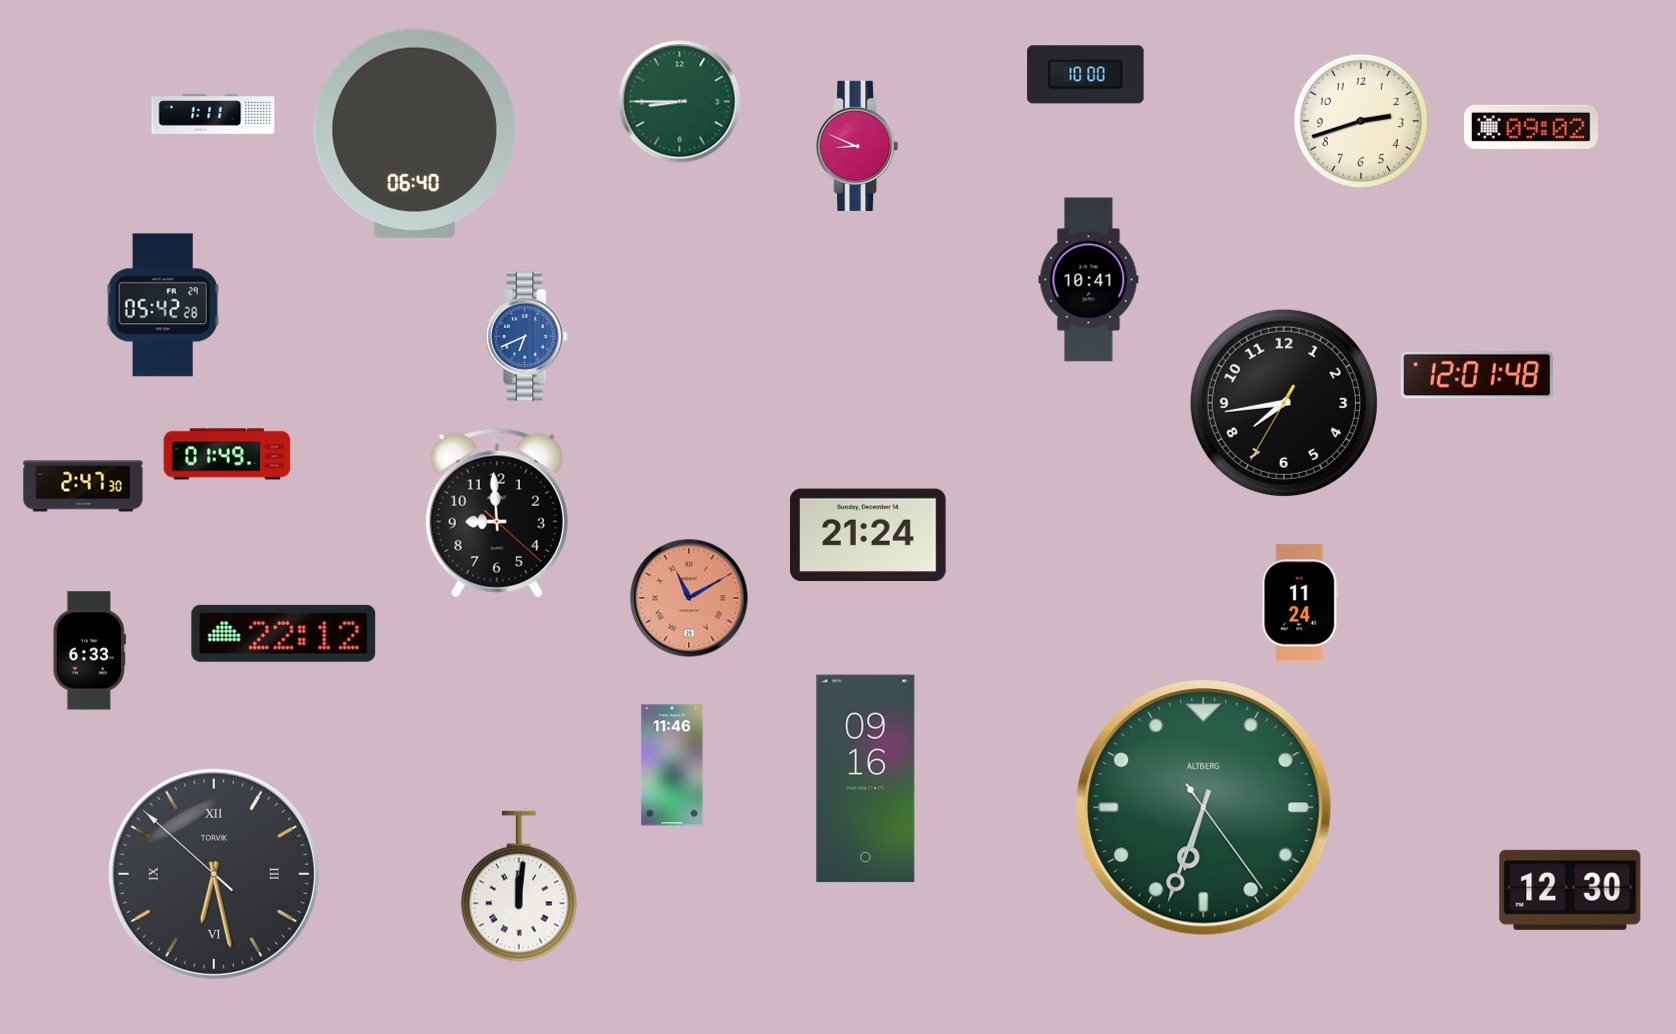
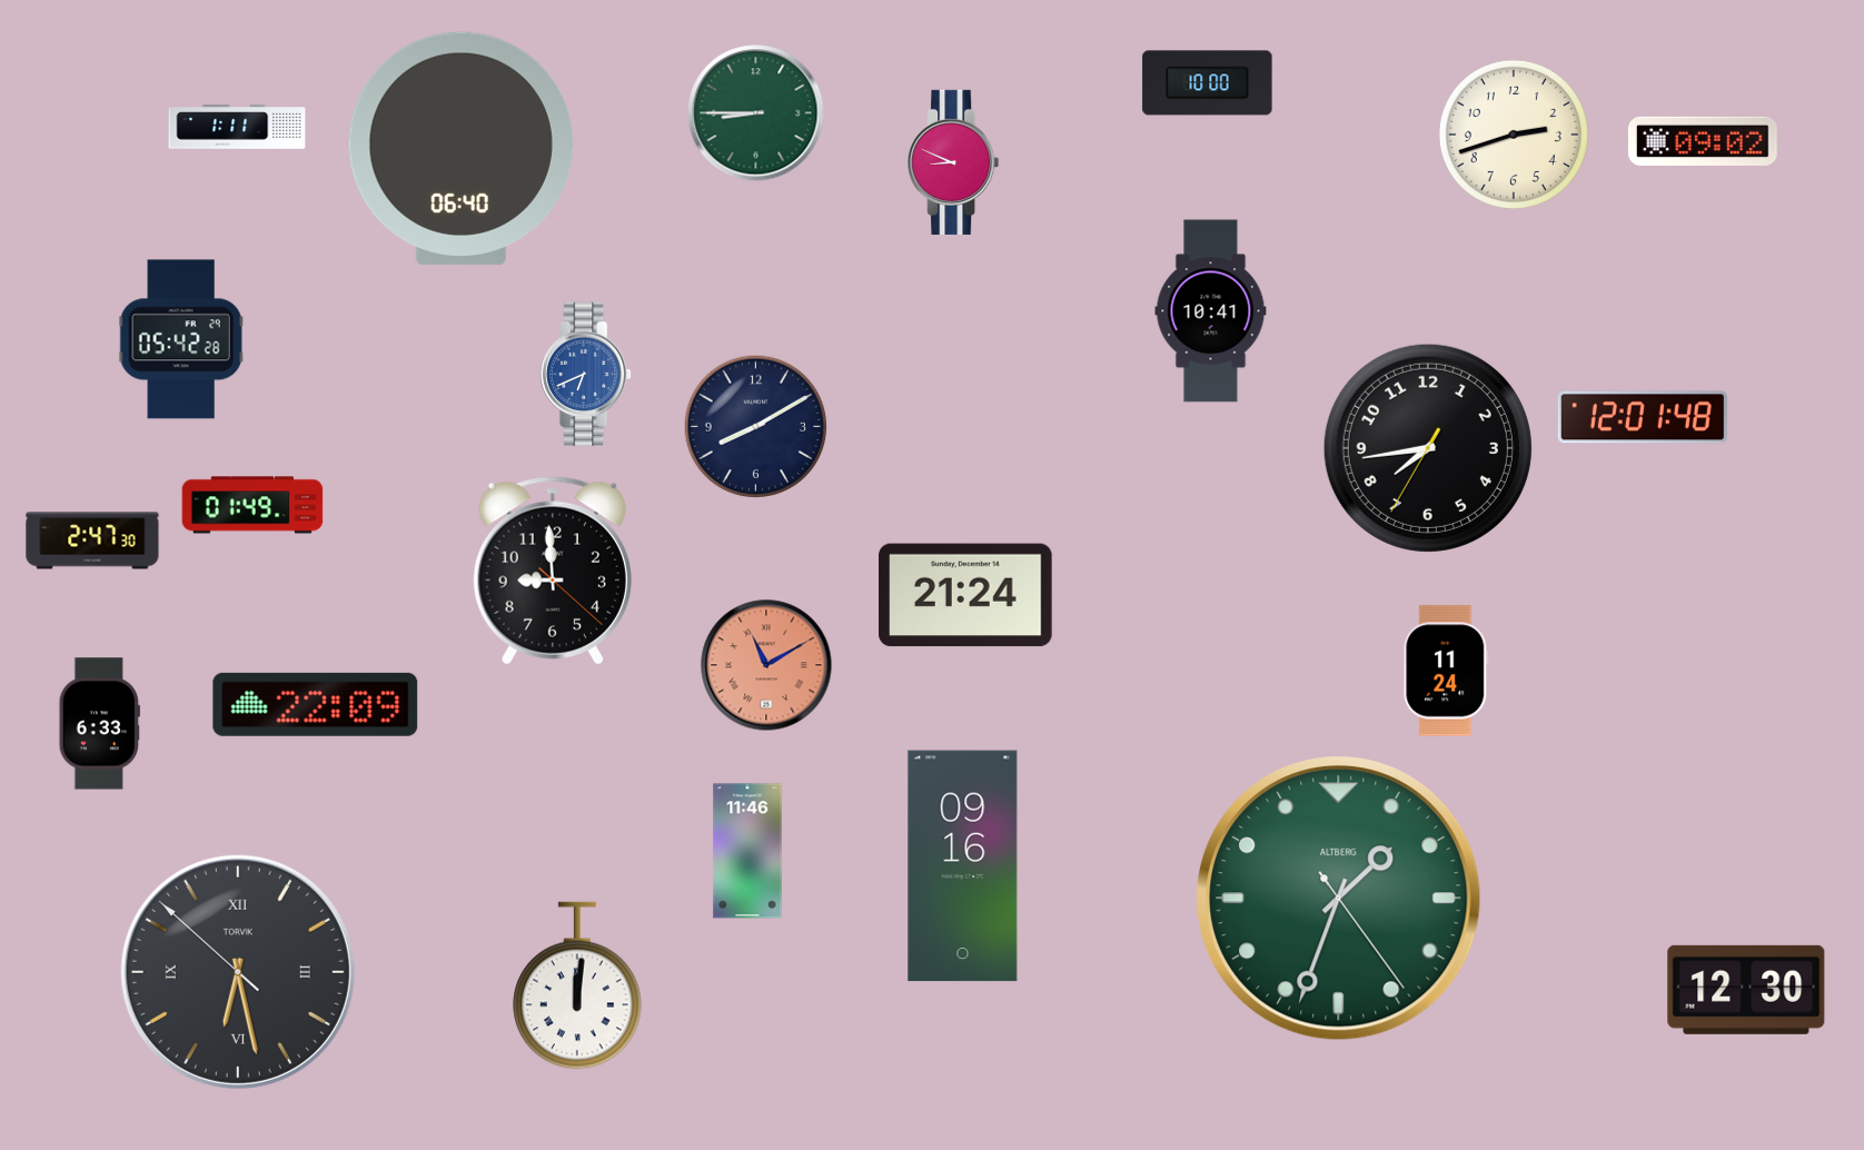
clock at (756, 427): none -> 8:10
clock at (284, 633): 22:12 -> 22:09
clock at (1204, 808): 6:33 -> 1:33
